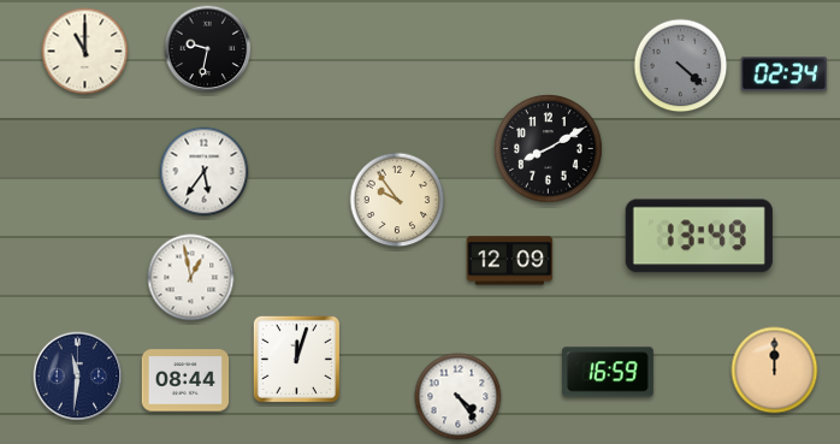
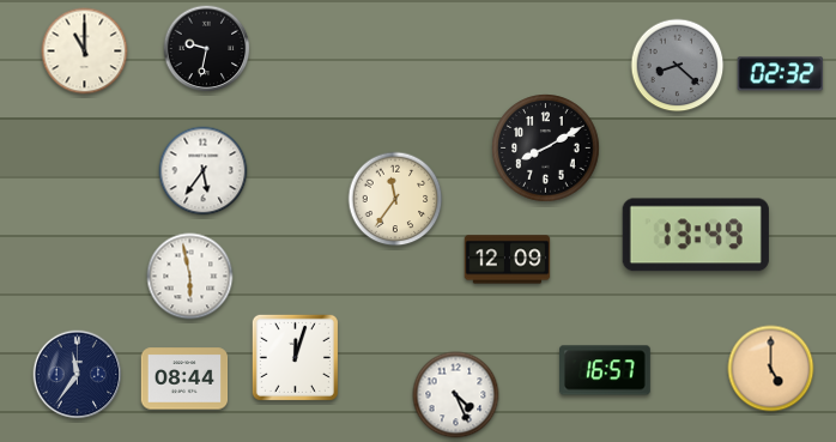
clock at (681, 66): 4:22 -> 8:22
clock at (785, 75): 02:34 -> 02:32
clock at (397, 200): 9:54 -> 11:36
clock at (191, 278): 12:58 -> 5:58
clock at (775, 371): 12:00 -> 5:00
clock at (609, 372): 16:59 -> 16:57
clock at (78, 377): 11:31 -> 11:36
clock at (459, 397): 4:24 -> 4:26
